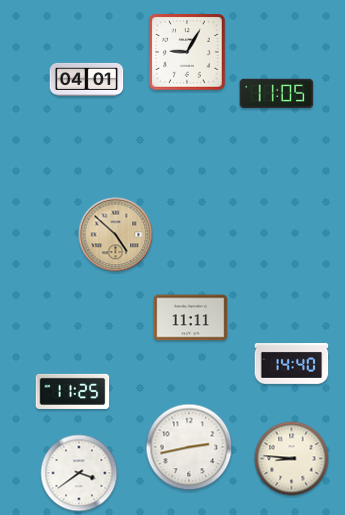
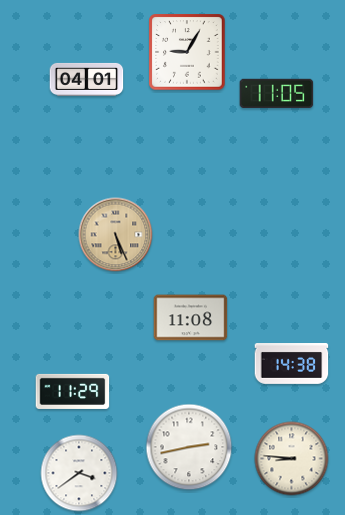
clock at (116, 235): 4:52 -> 5:26
clock at (191, 318): 11:11 -> 11:08
clock at (292, 364): 14:40 -> 14:38
clock at (73, 391): 11:25 -> 11:29
